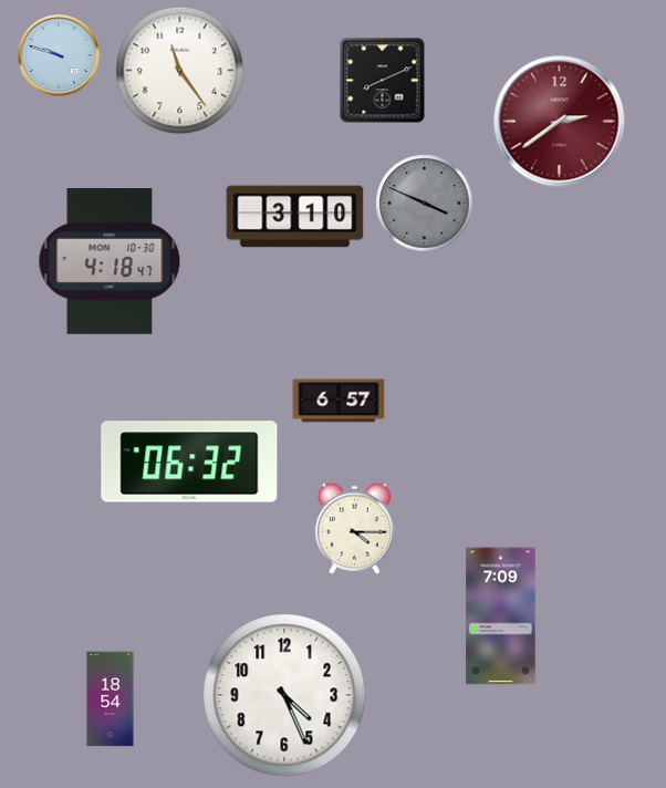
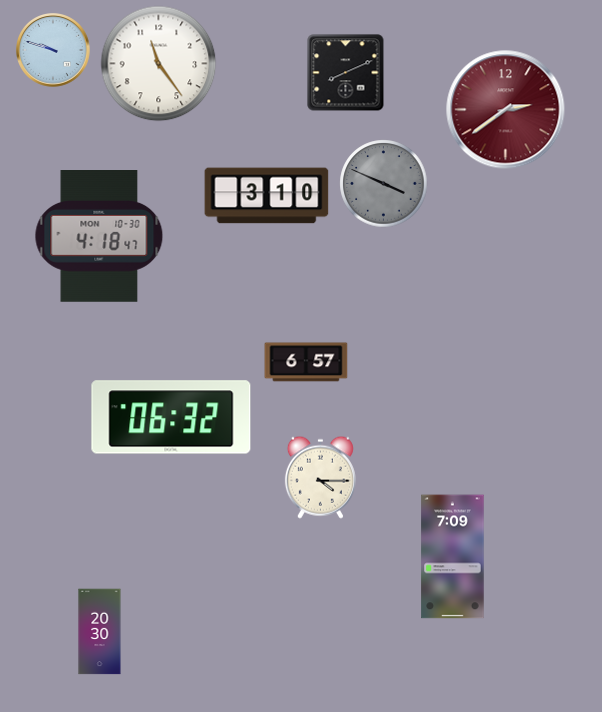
clock at (180, 71) position: (180, 71) -> (159, 64)
clock at (284, 695): 4:26 -> none
clock at (111, 699): 18:54 -> 20:30
